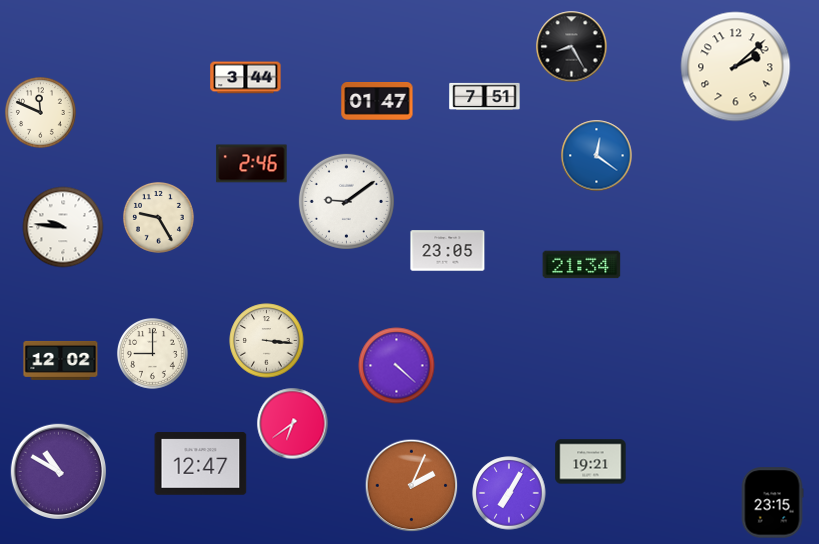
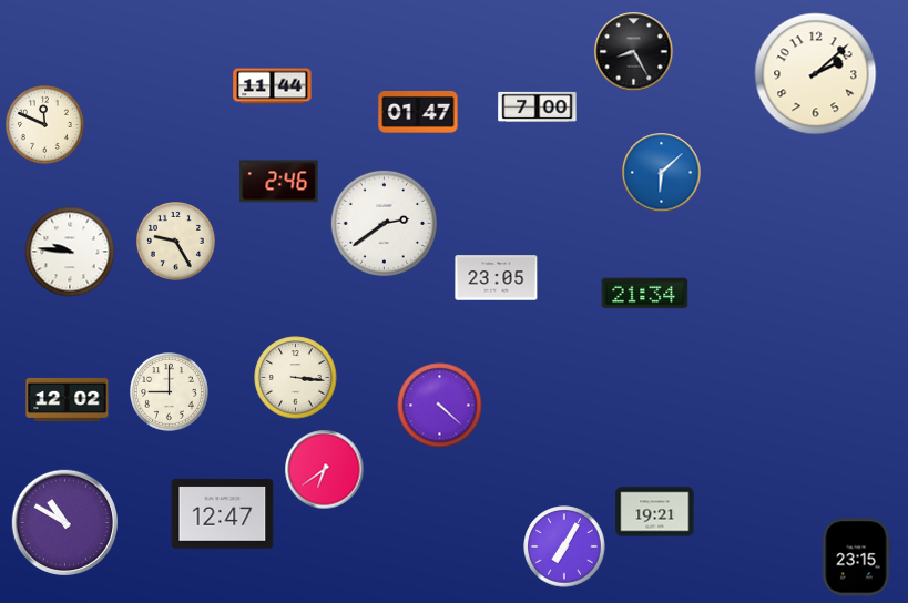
clock at (246, 78): 3:44 -> 11:44
clock at (485, 96): 7:51 -> 7:00
clock at (597, 156): 12:21 -> 6:08
clock at (346, 201): 9:09 -> 2:39
clock at (412, 486): 2:04 -> none
